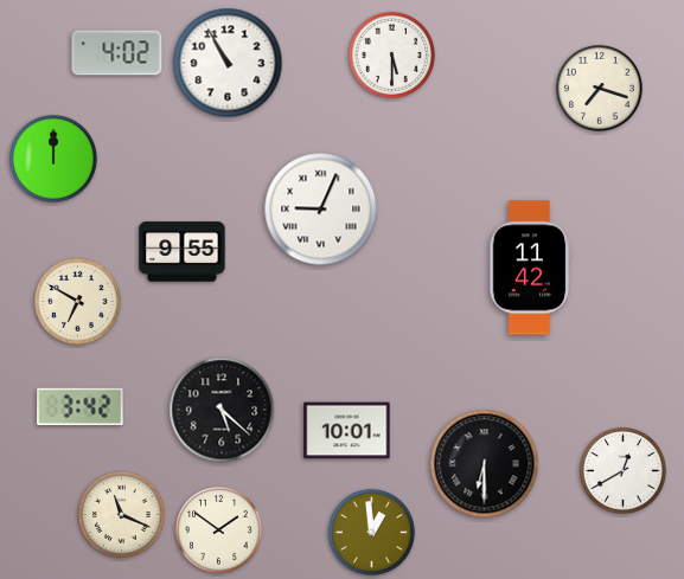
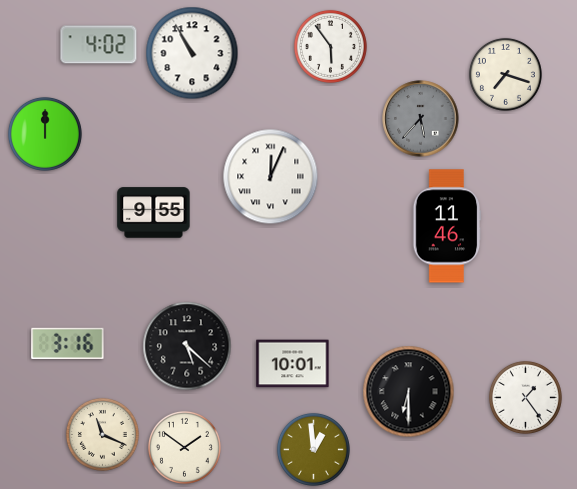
clock at (391, 54): 5:30 -> 5:54
clock at (421, 119): none -> 5:37
clock at (321, 210): 9:04 -> 12:04
clock at (530, 268): 11:42 -> 11:46
clock at (77, 301): 6:50 -> none
clock at (81, 407): 3:42 -> 3:16
clock at (622, 470): 12:40 -> 1:24
